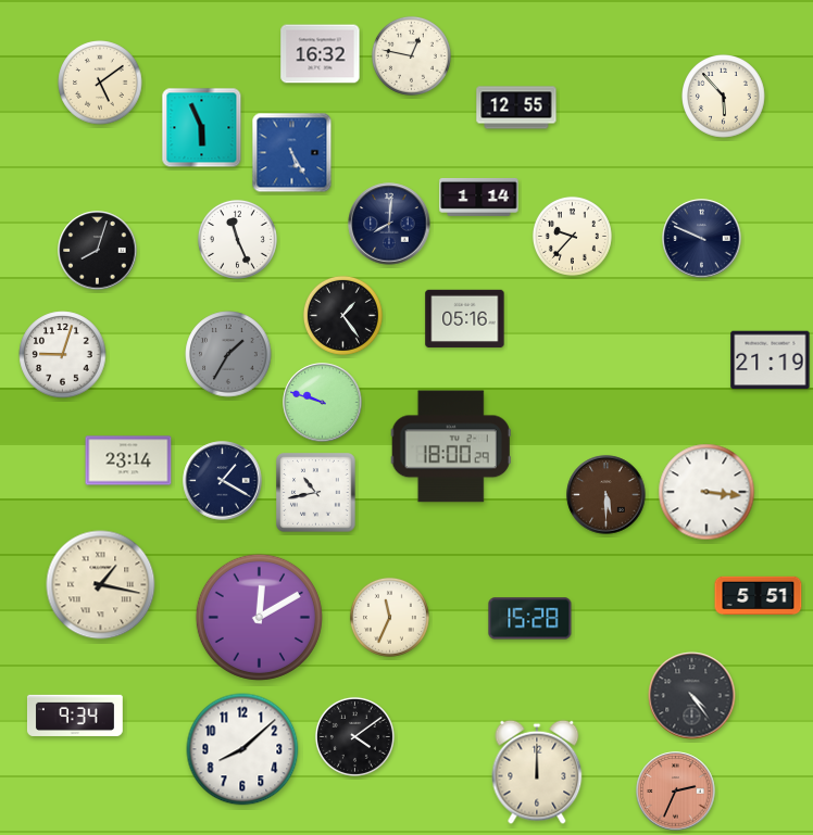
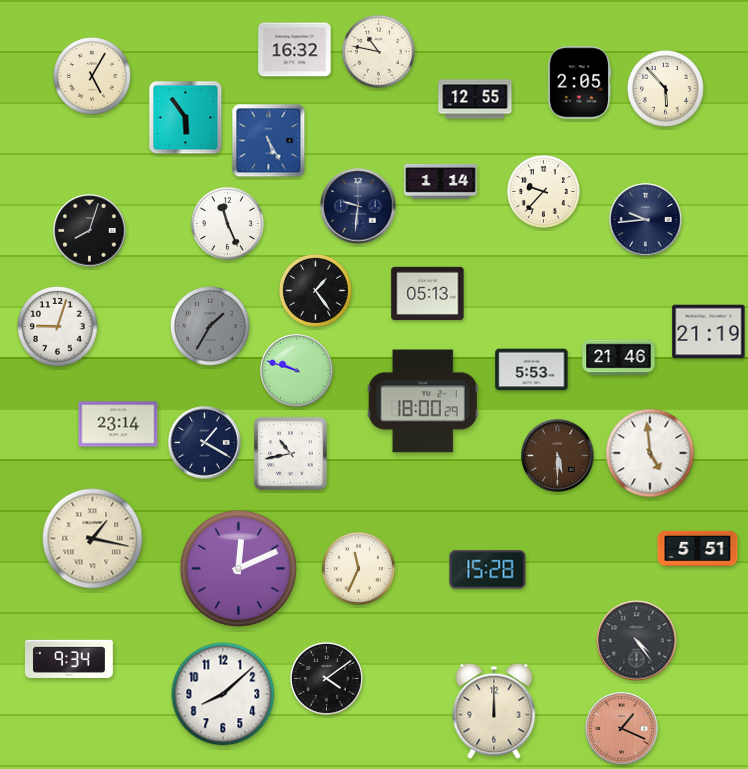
clock at (411, 55): 12:47 -> 10:47
clock at (100, 83): 5:09 -> 5:05
clock at (579, 83): none -> 2:05
clock at (202, 128): 5:56 -> 5:54
clock at (389, 224): 8:01 -> 9:31
clock at (572, 236) position: (572, 236) -> (543, 191)
clock at (237, 239) position: (237, 239) -> (227, 223)
clock at (702, 239): 9:49 -> 9:44
clock at (465, 319): 05:16 -> 05:13
clock at (619, 358): none -> 21:46
clock at (532, 370): none -> 5:53
clock at (451, 446) position: (451, 446) -> (423, 401)
clock at (706, 492): 3:16 -> 4:59
clock at (259, 617): 12:10 -> 12:11
clock at (242, 749) position: (242, 749) -> (223, 694)
clock at (676, 792): 2:34 -> 1:19
